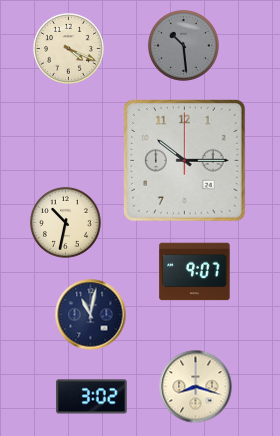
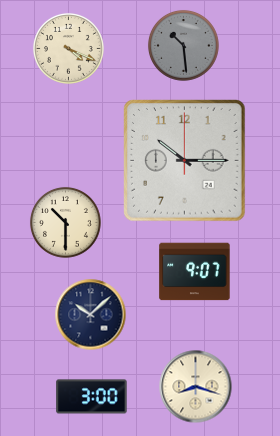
clock at (65, 222): 10:32 -> 10:30
clock at (91, 315): 11:02 -> 10:08
clock at (92, 397): 3:02 -> 3:00
